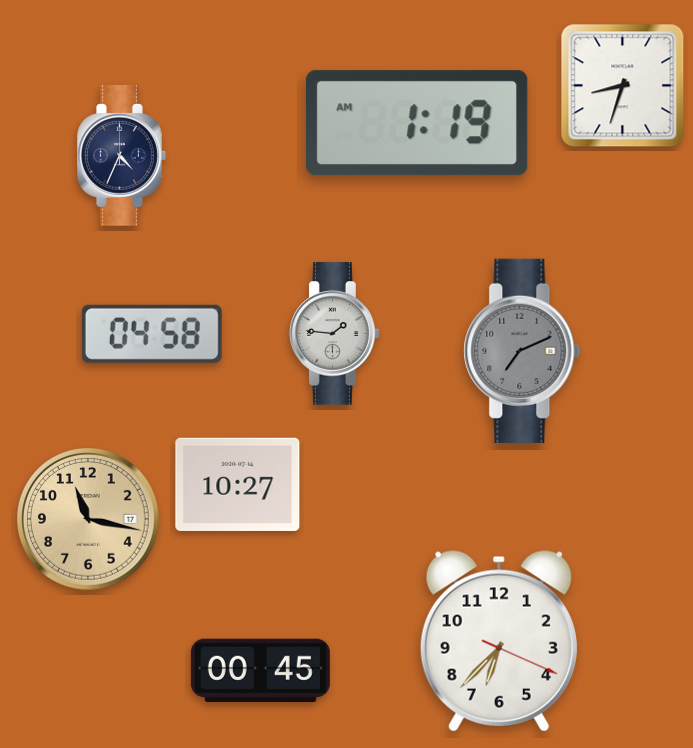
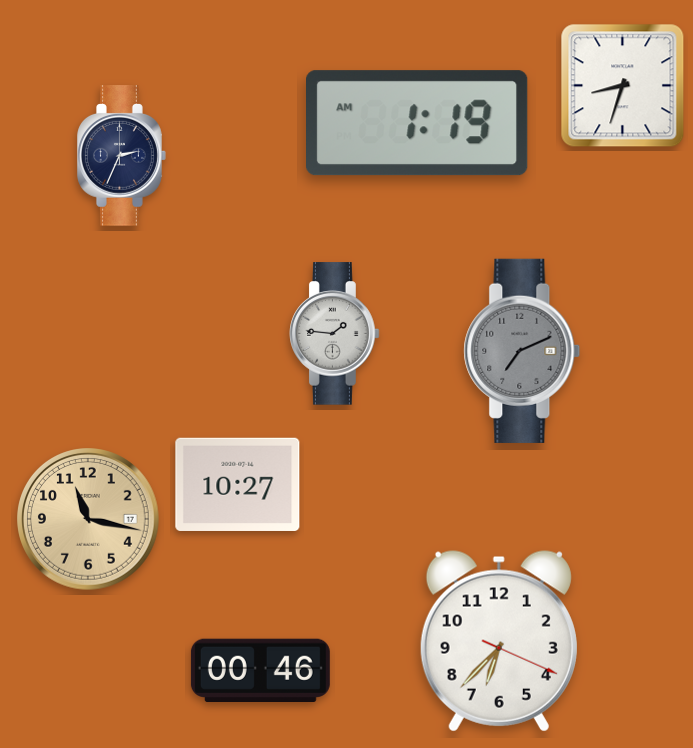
clock at (122, 156): 4:34 -> 2:34
clock at (152, 334): 04:58 -> none
clock at (260, 670): 00:45 -> 00:46
